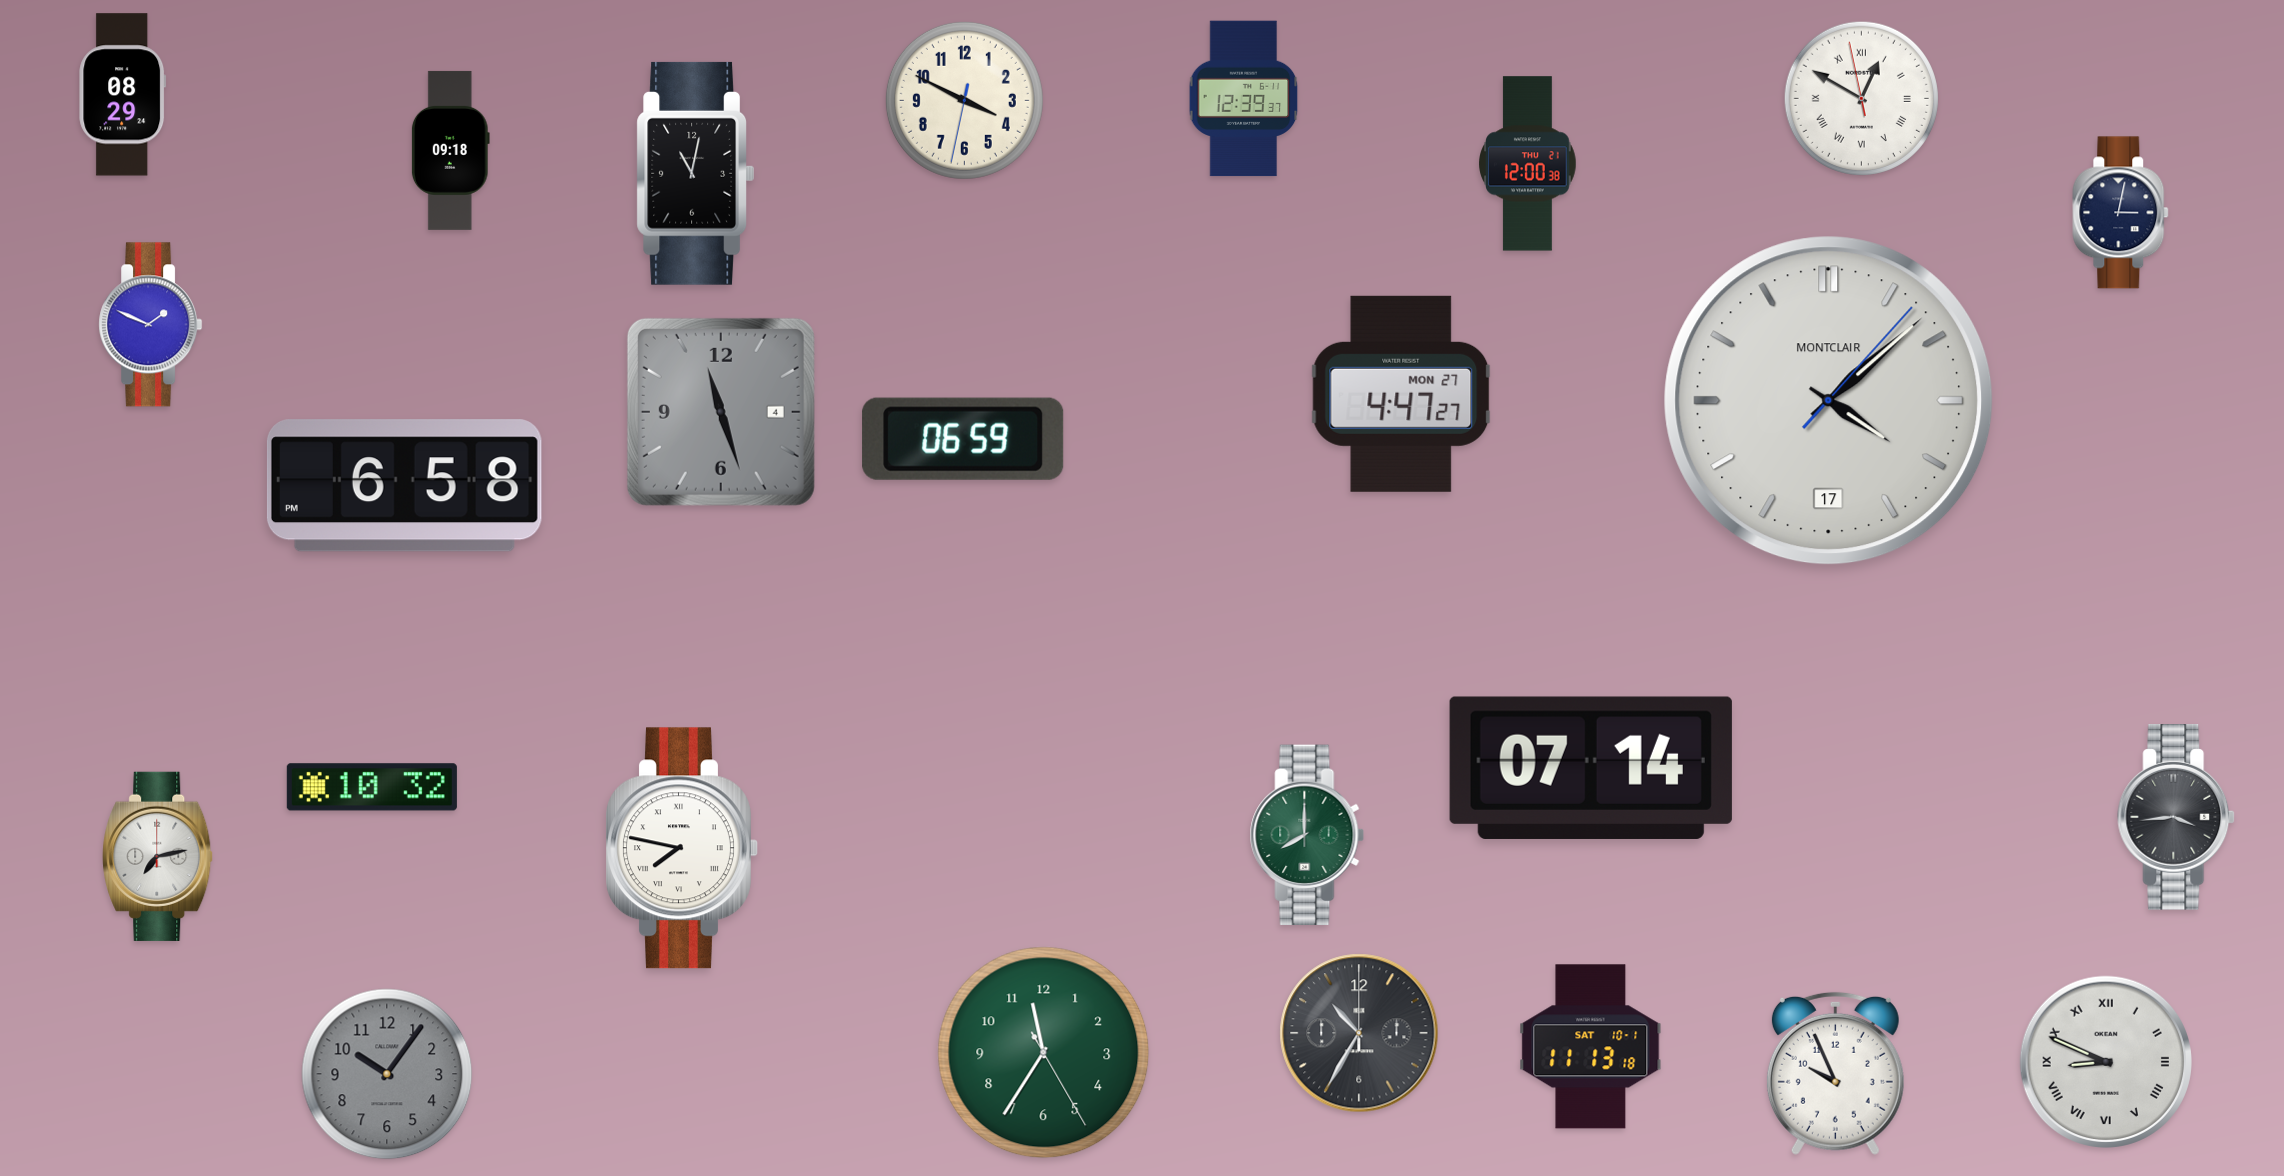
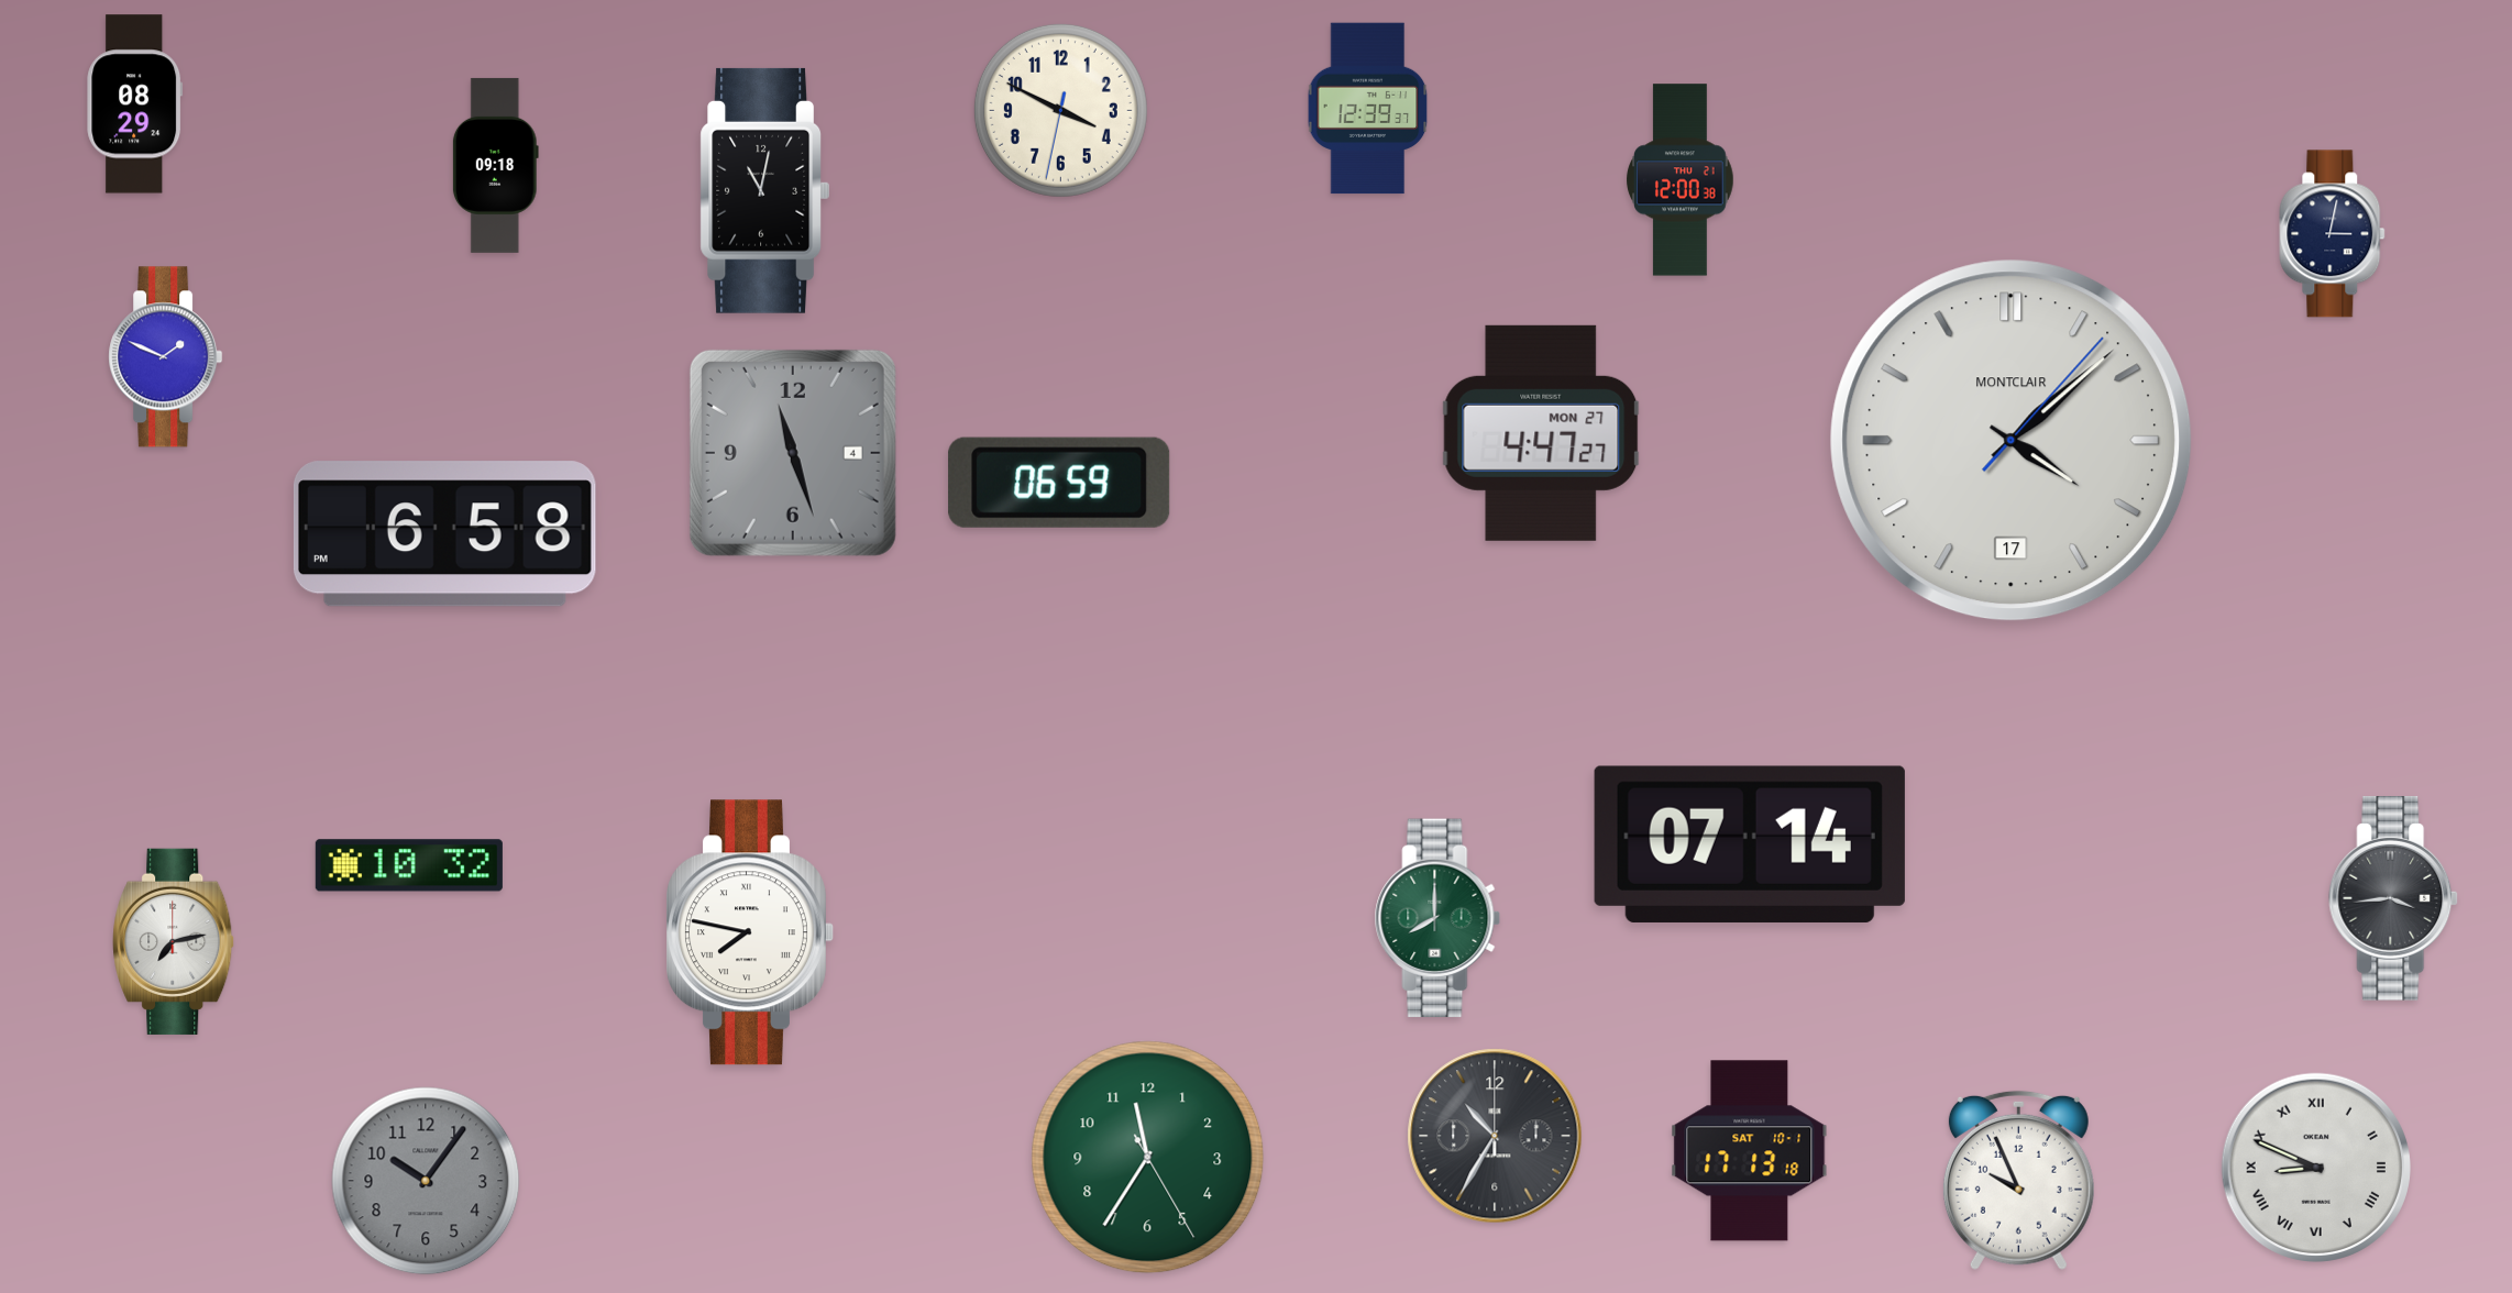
clock at (1861, 98): 12:49 -> none
clock at (1591, 1047): 11:13 -> 17:13
